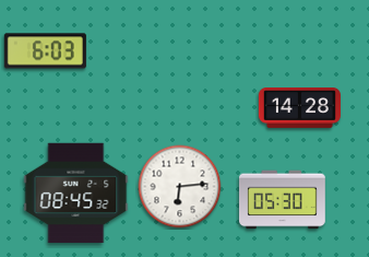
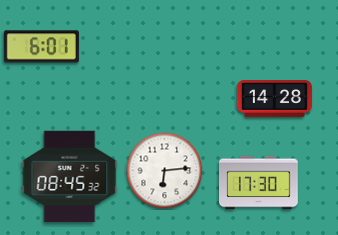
clock at (45, 51): 6:03 -> 6:01
clock at (283, 200): 05:30 -> 17:30
